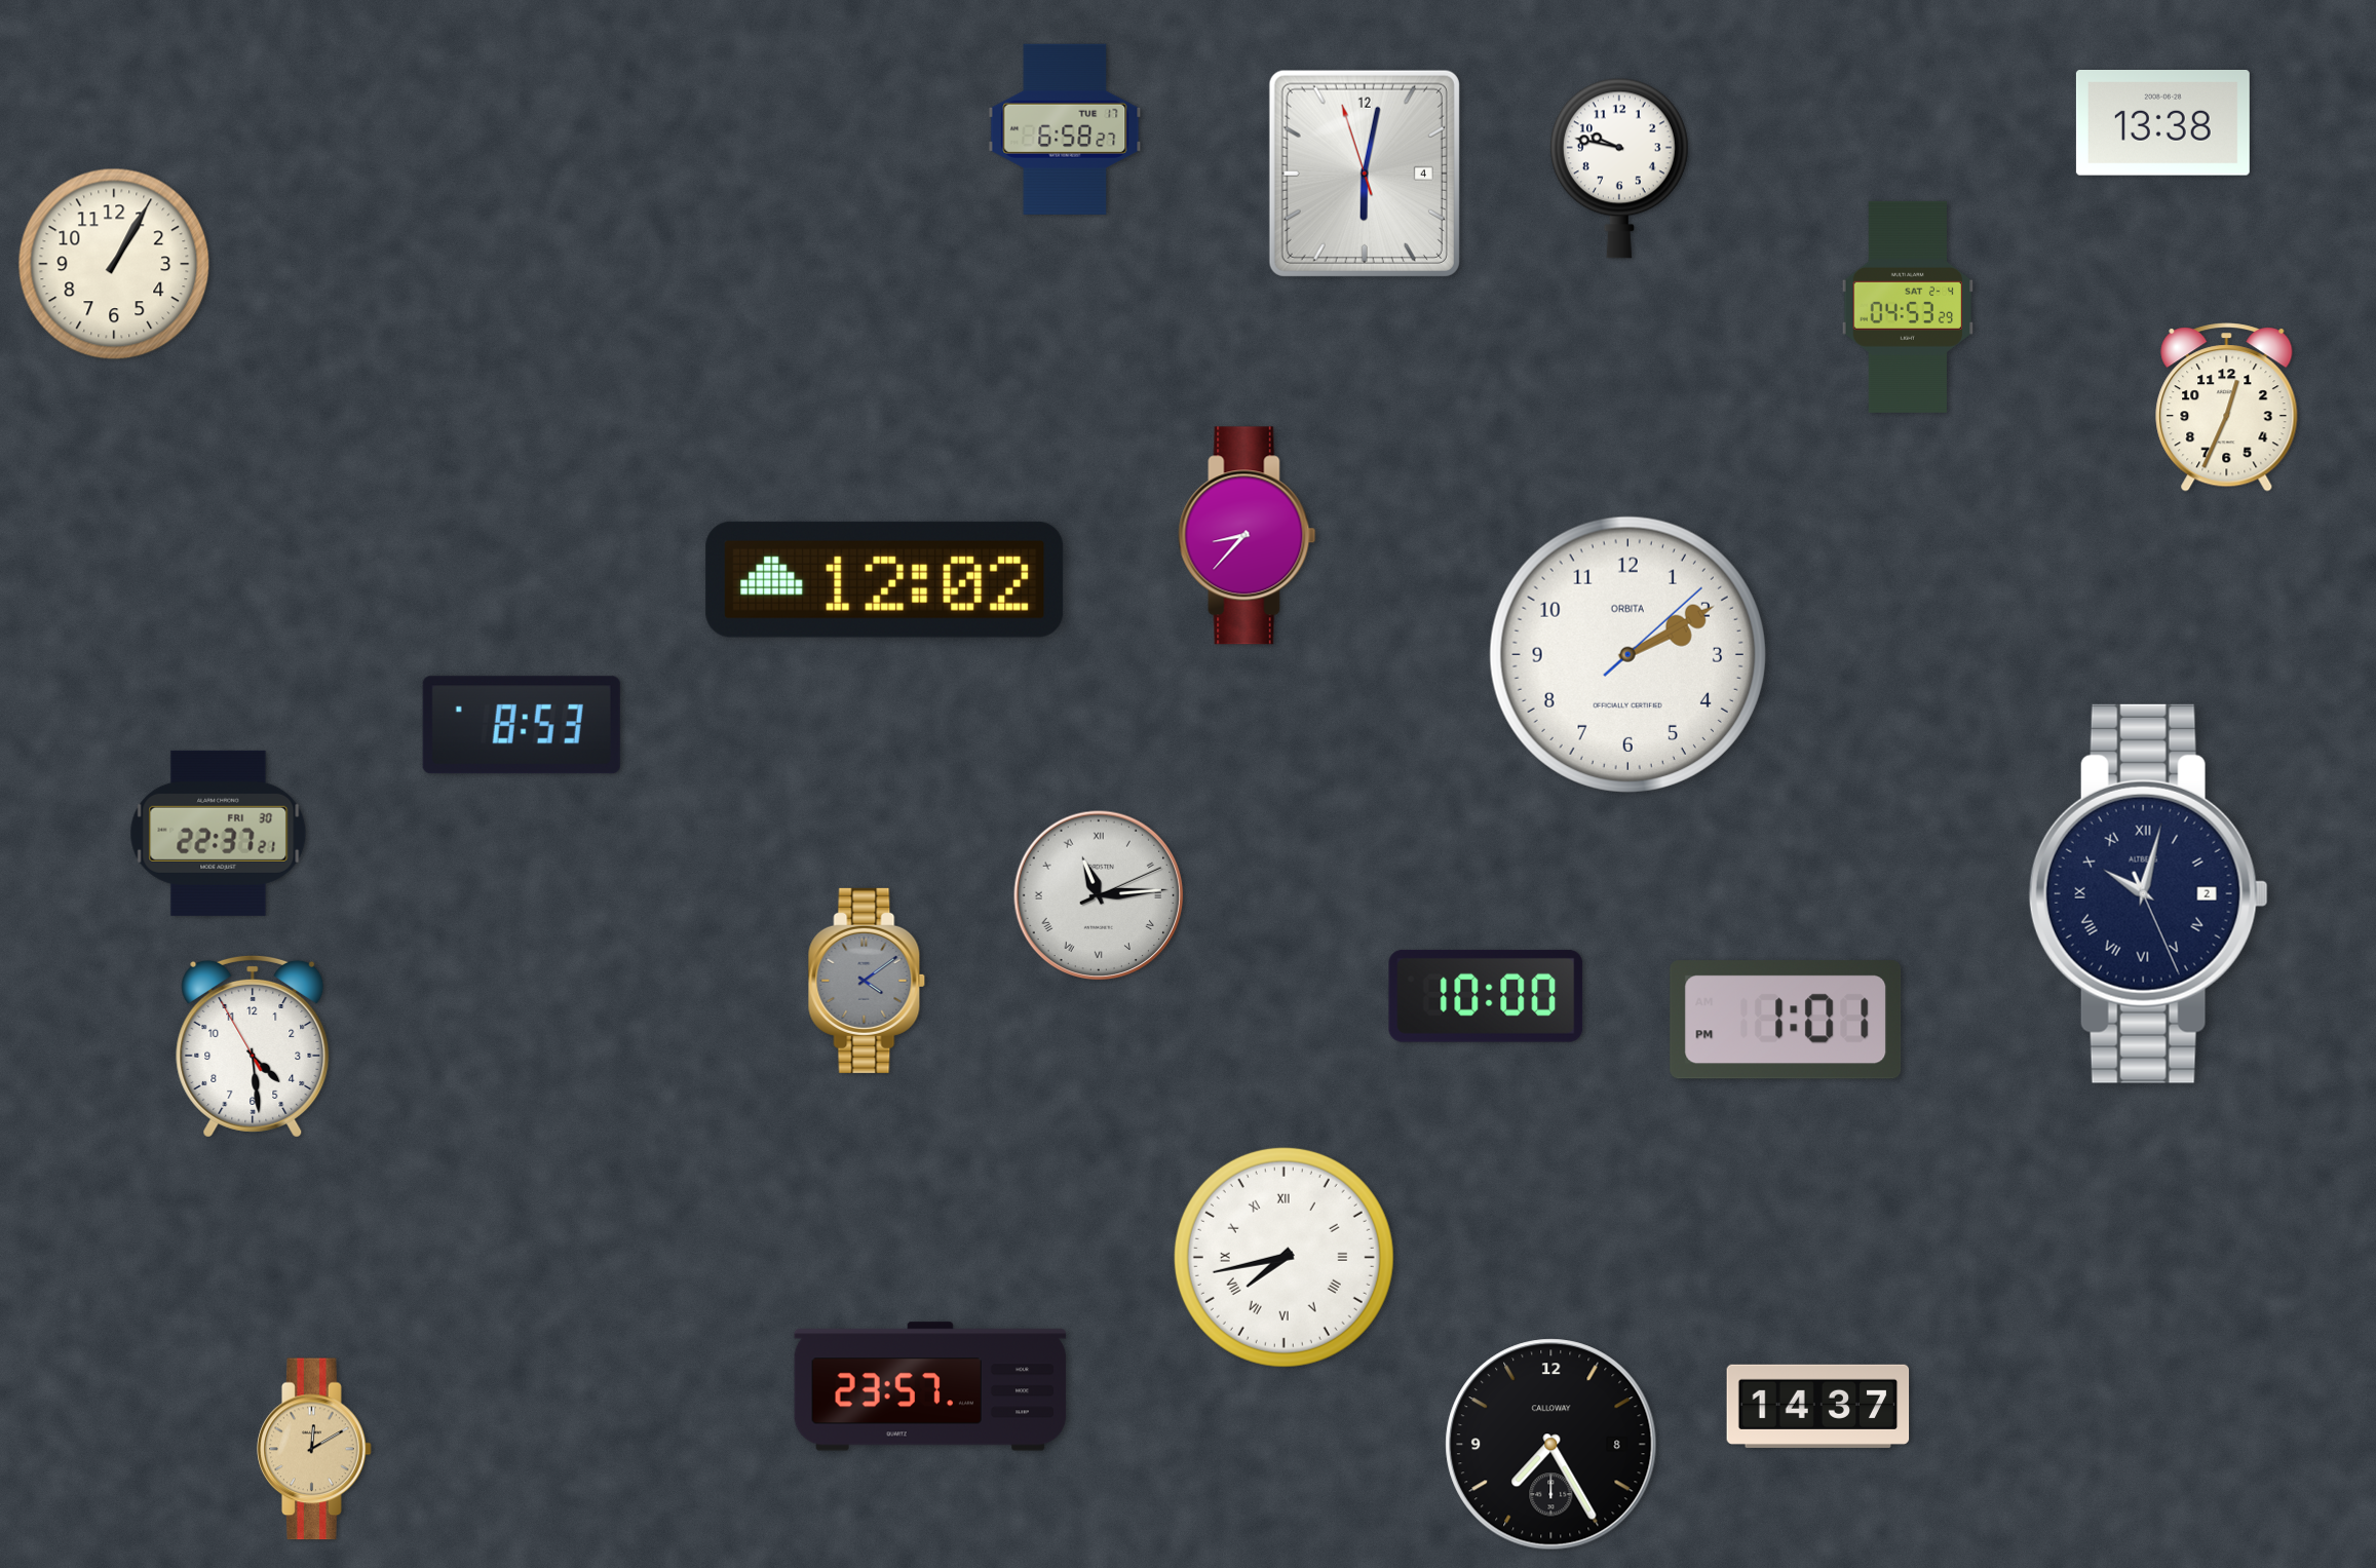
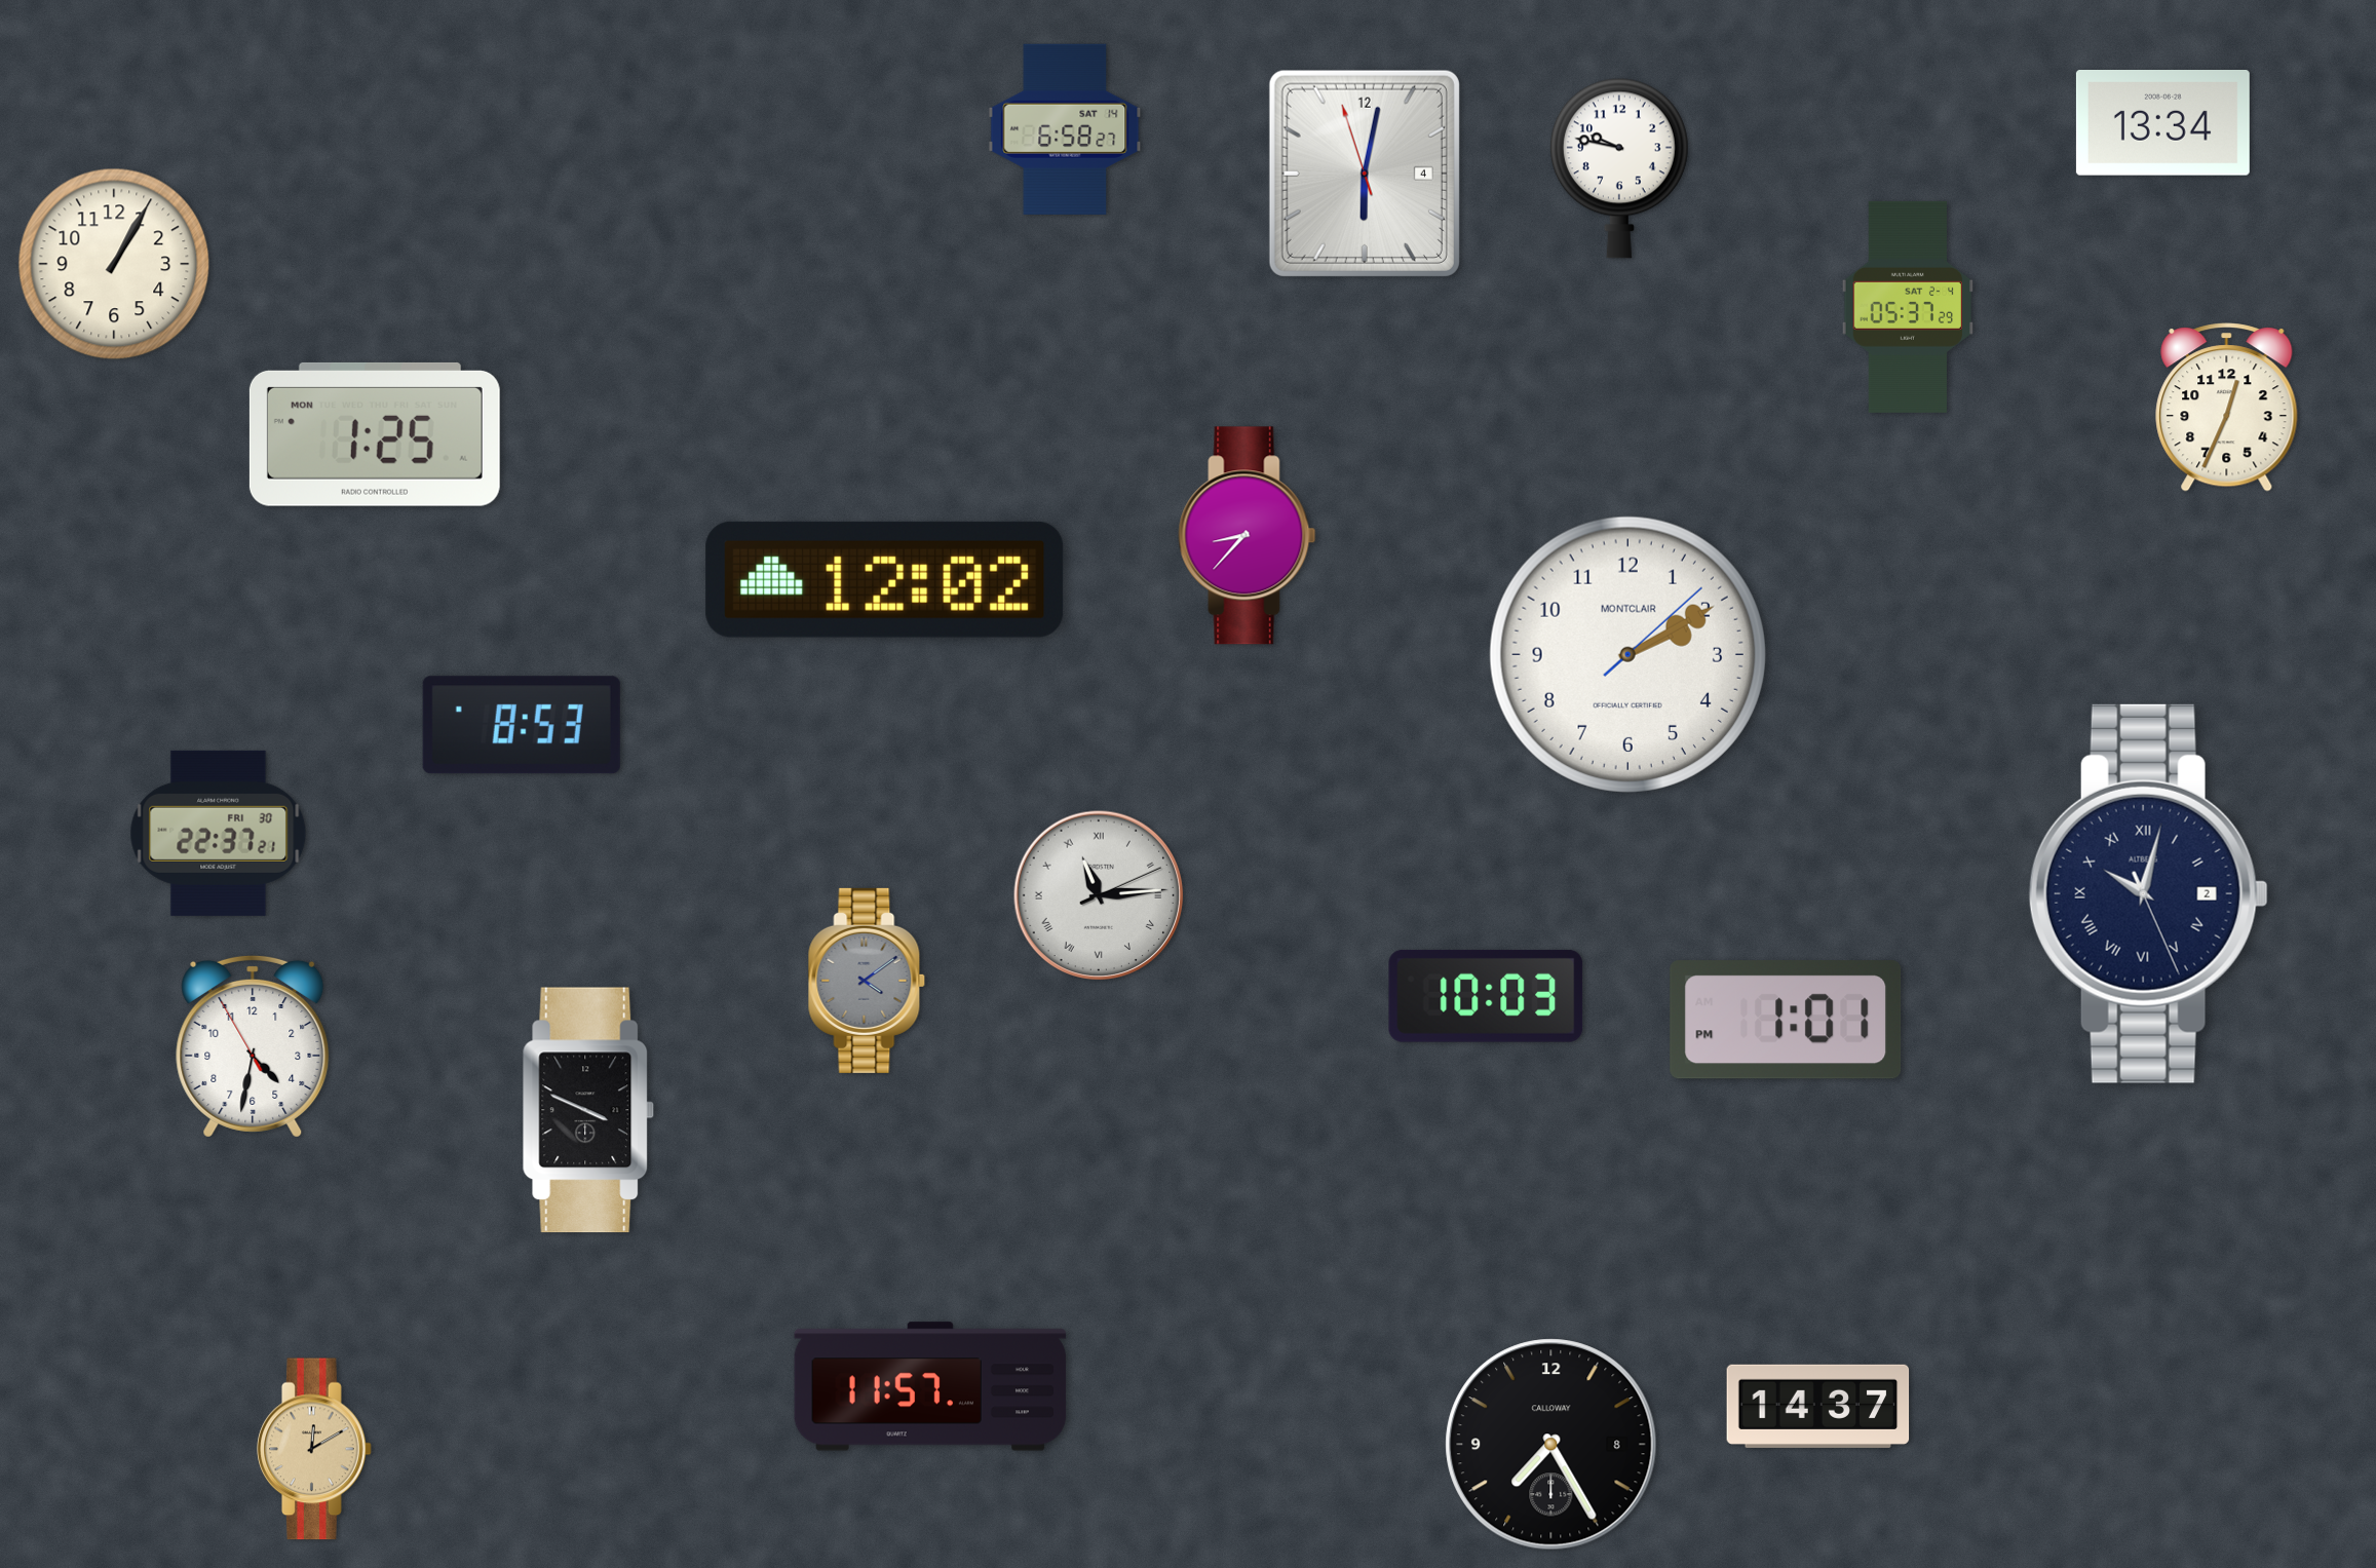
clock at (2162, 123): 13:38 -> 13:34
clock at (1065, 129) date: TUE 17 -> SAT 14
clock at (1907, 307): 04:53 -> 05:37
clock at (375, 434): none -> 1:25
clock at (1627, 654) brand: ORBITA -> MONTCLAIR
clock at (1486, 996): 10:00 -> 10:03
clock at (253, 1046): 4:28 -> 4:31
clock at (588, 1110): none -> 3:49
clock at (1283, 1257): 7:43 -> none
clock at (930, 1386): 23:57 -> 11:57
